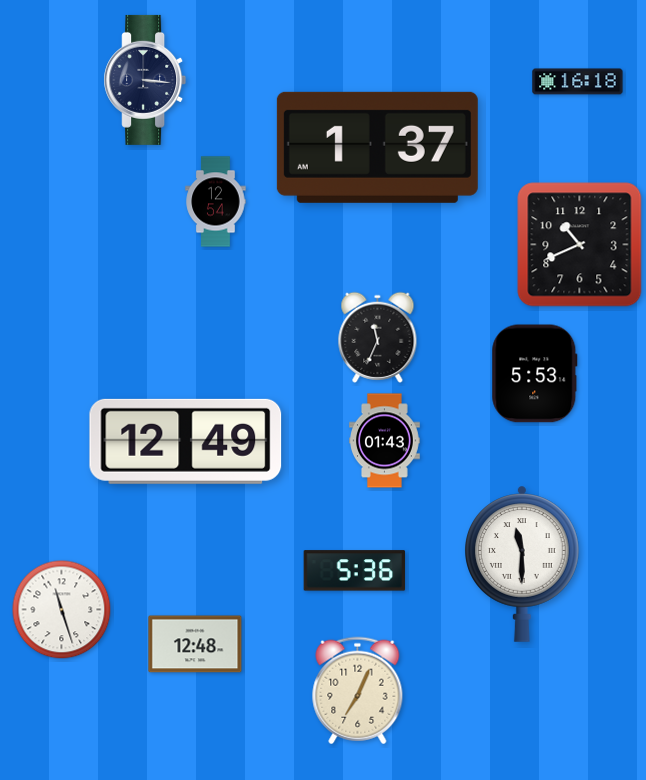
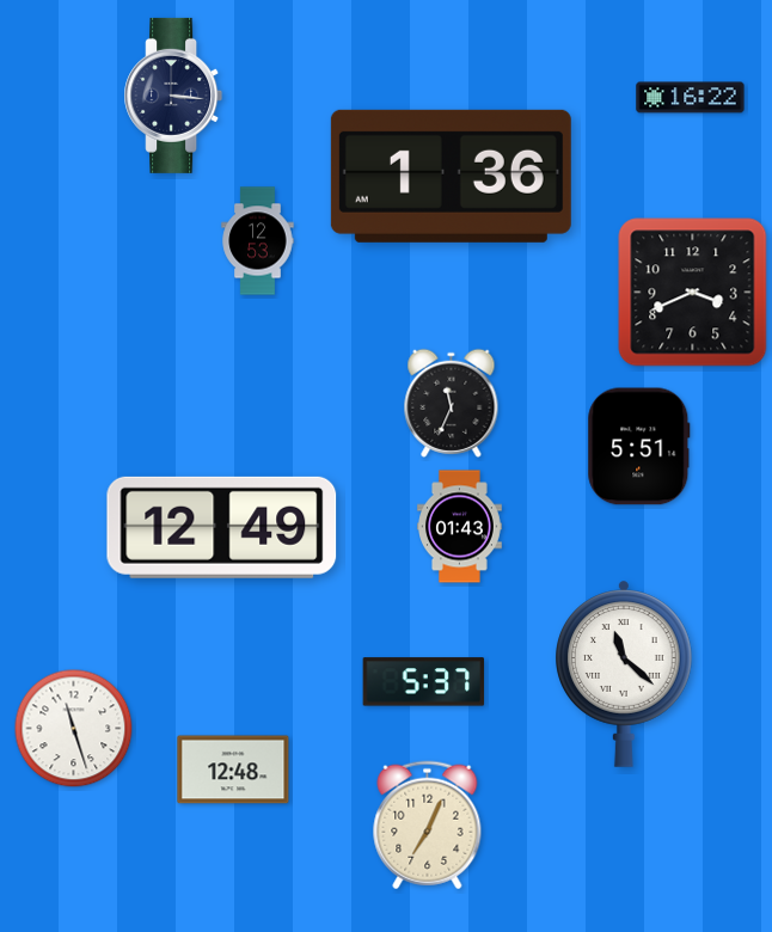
clock at (578, 82): 16:18 -> 16:22
clock at (377, 147): 1:37 -> 1:36
clock at (216, 202): 12:54 -> 12:53
clock at (580, 245): 10:41 -> 3:41
clock at (535, 374): 5:53 -> 5:51
clock at (523, 564): 11:30 -> 11:22
clock at (355, 571): 5:36 -> 5:37
